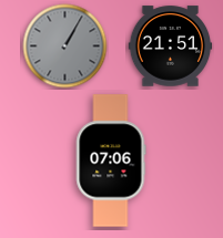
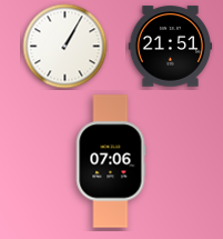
clock at (65, 46) dial: grey -> white
